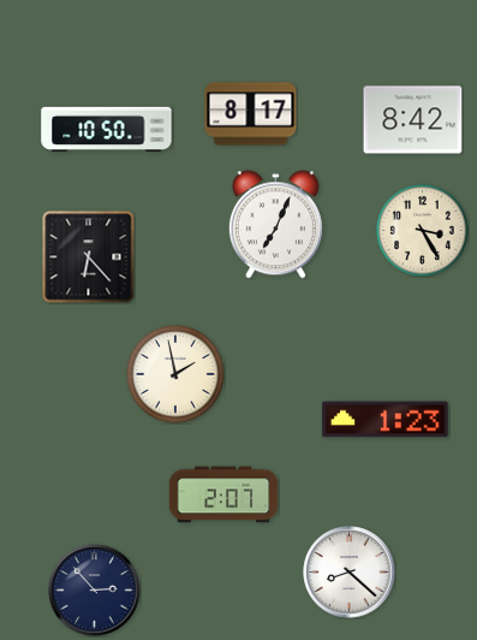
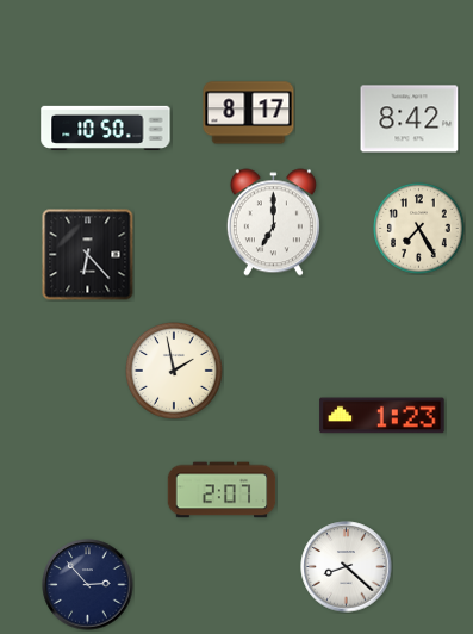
clock at (275, 225): 7:04 -> 7:00
clock at (423, 231): 3:25 -> 7:25
clock at (95, 591) position: (95, 591) -> (88, 585)
